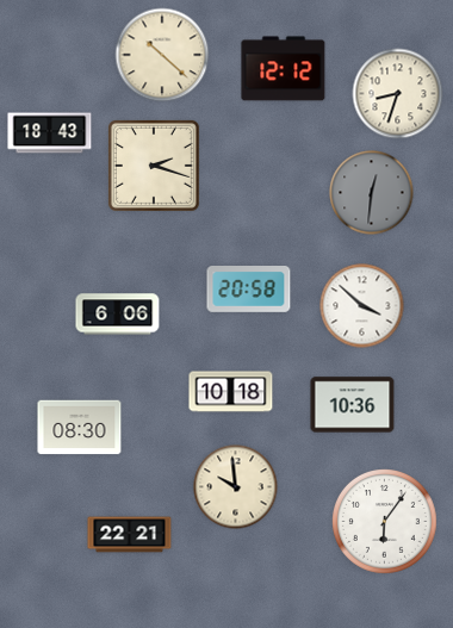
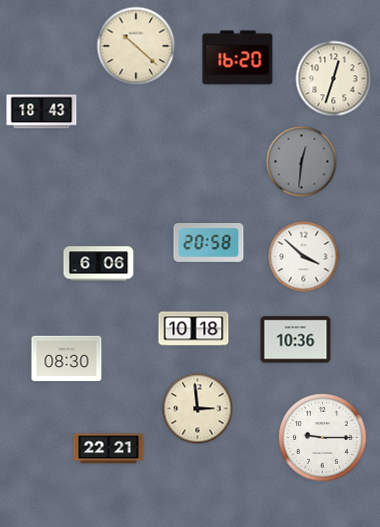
clock at (284, 69): 12:12 -> 16:20
clock at (398, 94): 8:33 -> 12:33
clock at (154, 166): 2:18 -> none
clock at (372, 193) position: (372, 193) -> (302, 162)
clock at (236, 487): 9:59 -> 2:59
clock at (385, 522): 6:06 -> 9:15
